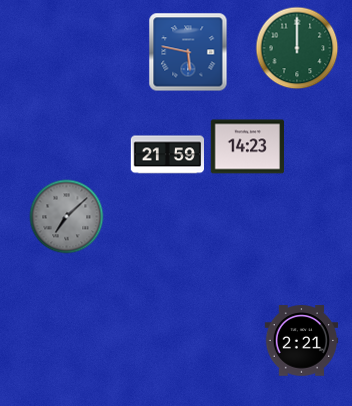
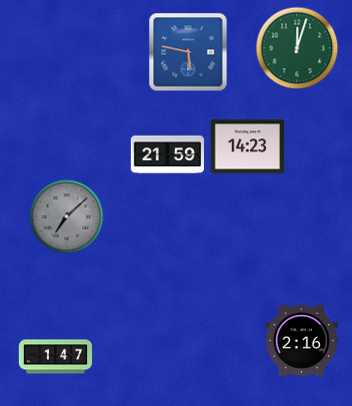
clock at (297, 48): 12:00 -> 12:03
clock at (302, 341): 2:21 -> 2:16
clock at (56, 357): none -> 1:47
